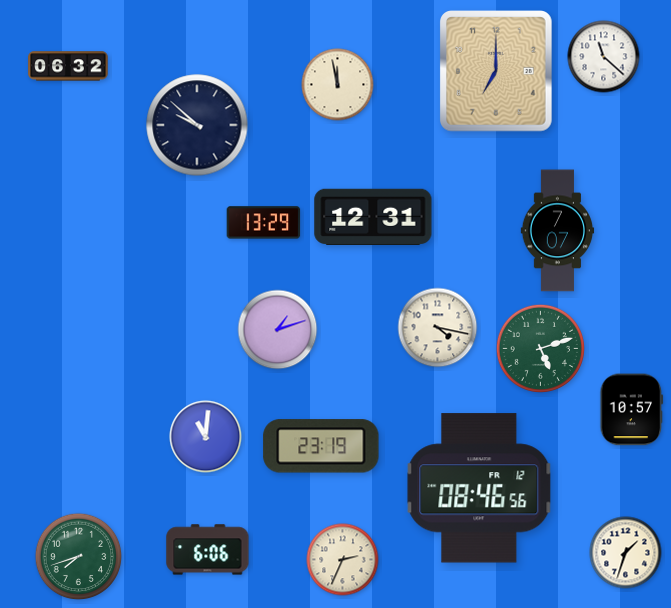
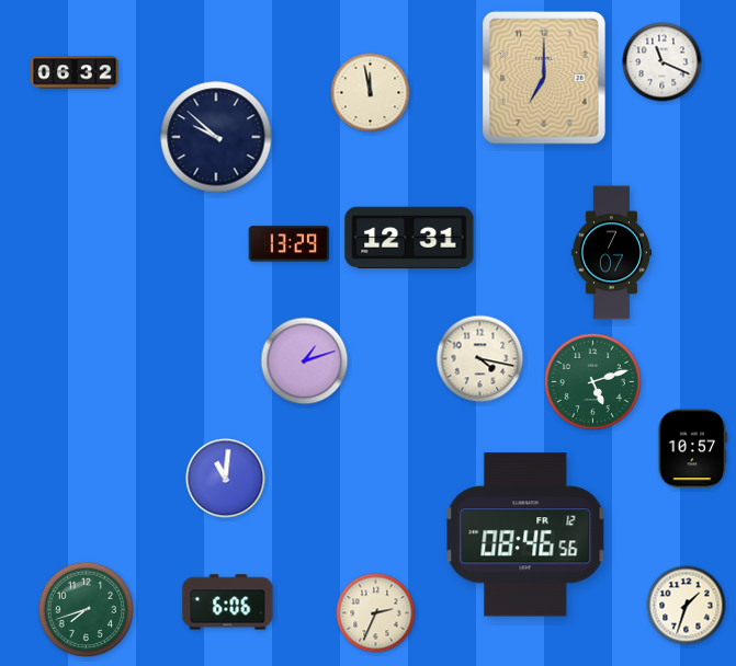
clock at (604, 57): 11:22 -> 11:19
clock at (321, 446): 23:19 -> none
